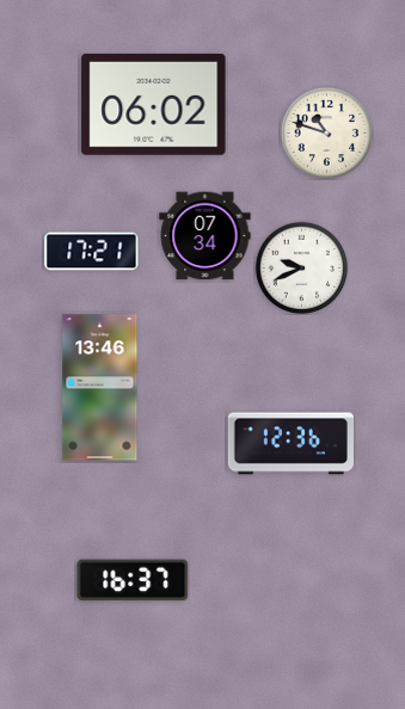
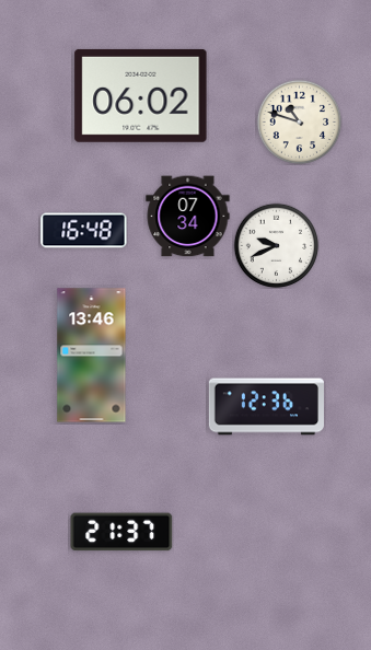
clock at (92, 252): 17:21 -> 16:48
clock at (133, 580): 16:37 -> 21:37
